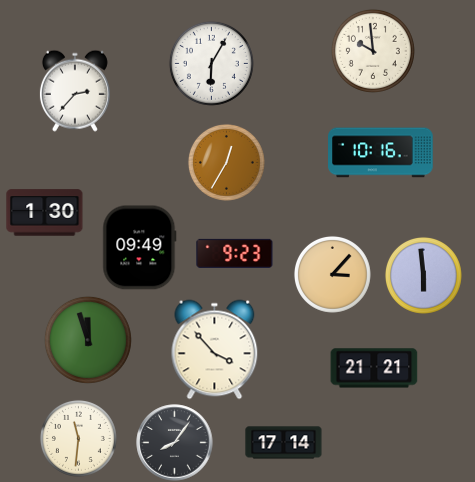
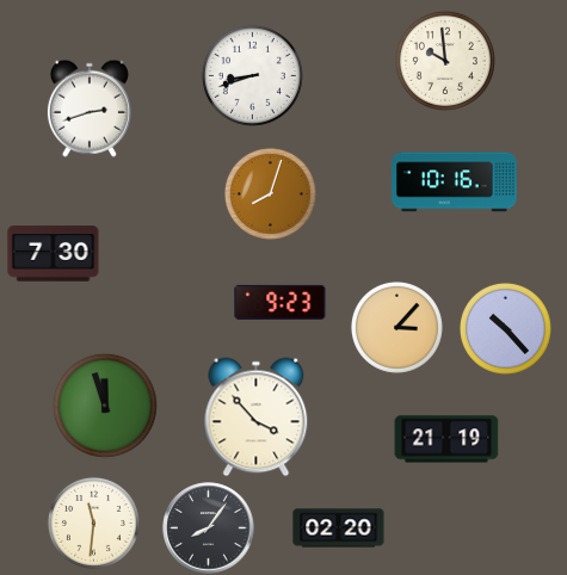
clock at (211, 63): 6:05 -> 8:42
clock at (75, 91): 2:37 -> 2:42
clock at (226, 162): 12:35 -> 8:03
clock at (45, 213): 1:30 -> 7:30
clock at (140, 248): 09:49 -> none
clock at (423, 275): 5:59 -> 10:23
clock at (374, 368): 21:21 -> 21:19
clock at (284, 443): 17:14 -> 02:20
